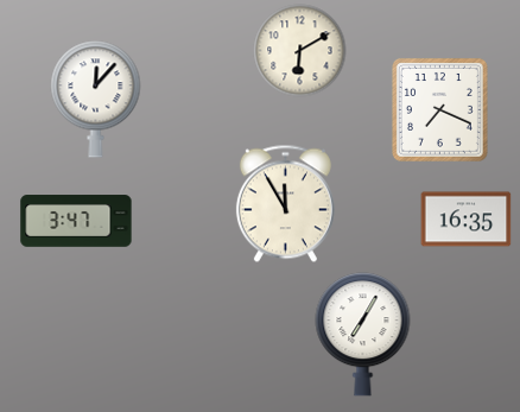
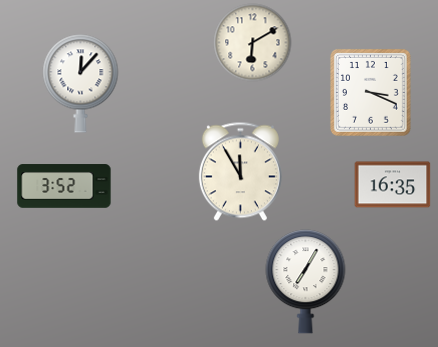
clock at (439, 109): 7:19 -> 3:19
clock at (76, 221): 3:47 -> 3:52
